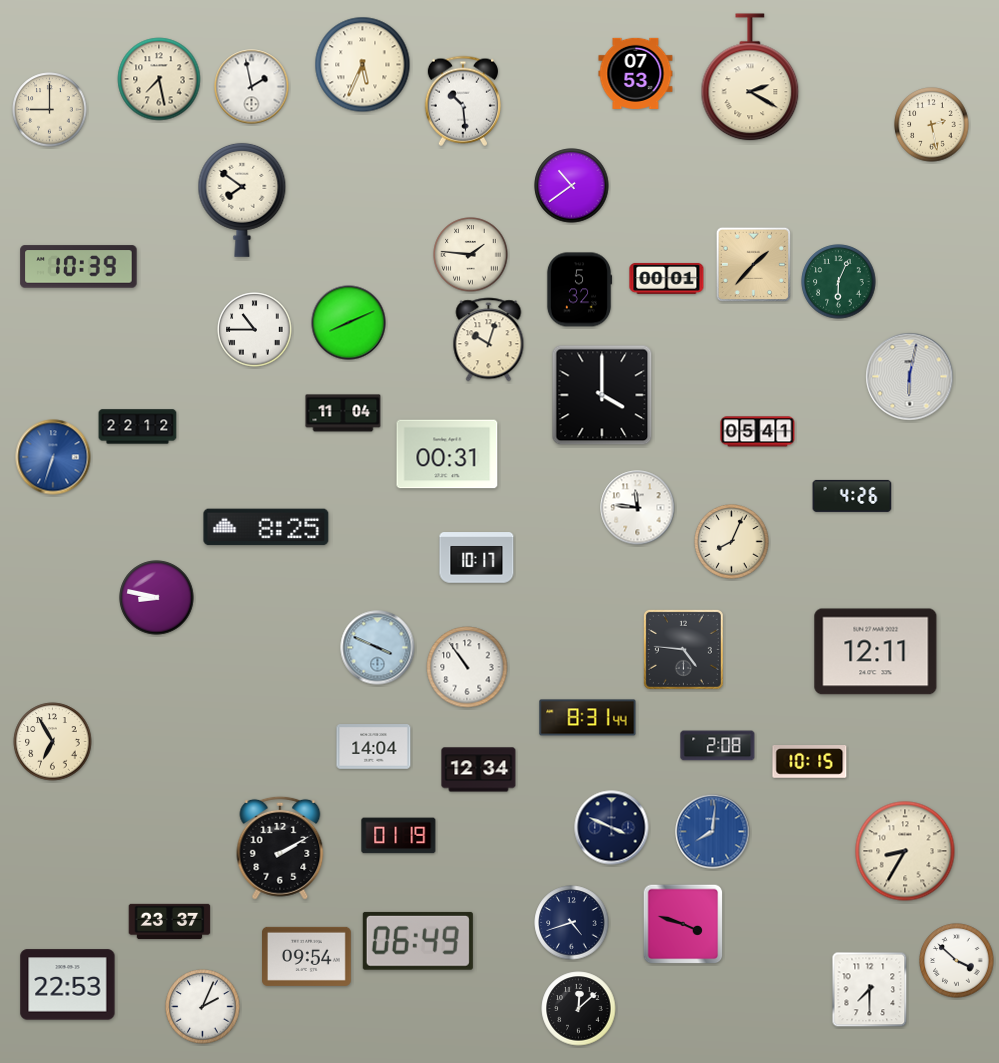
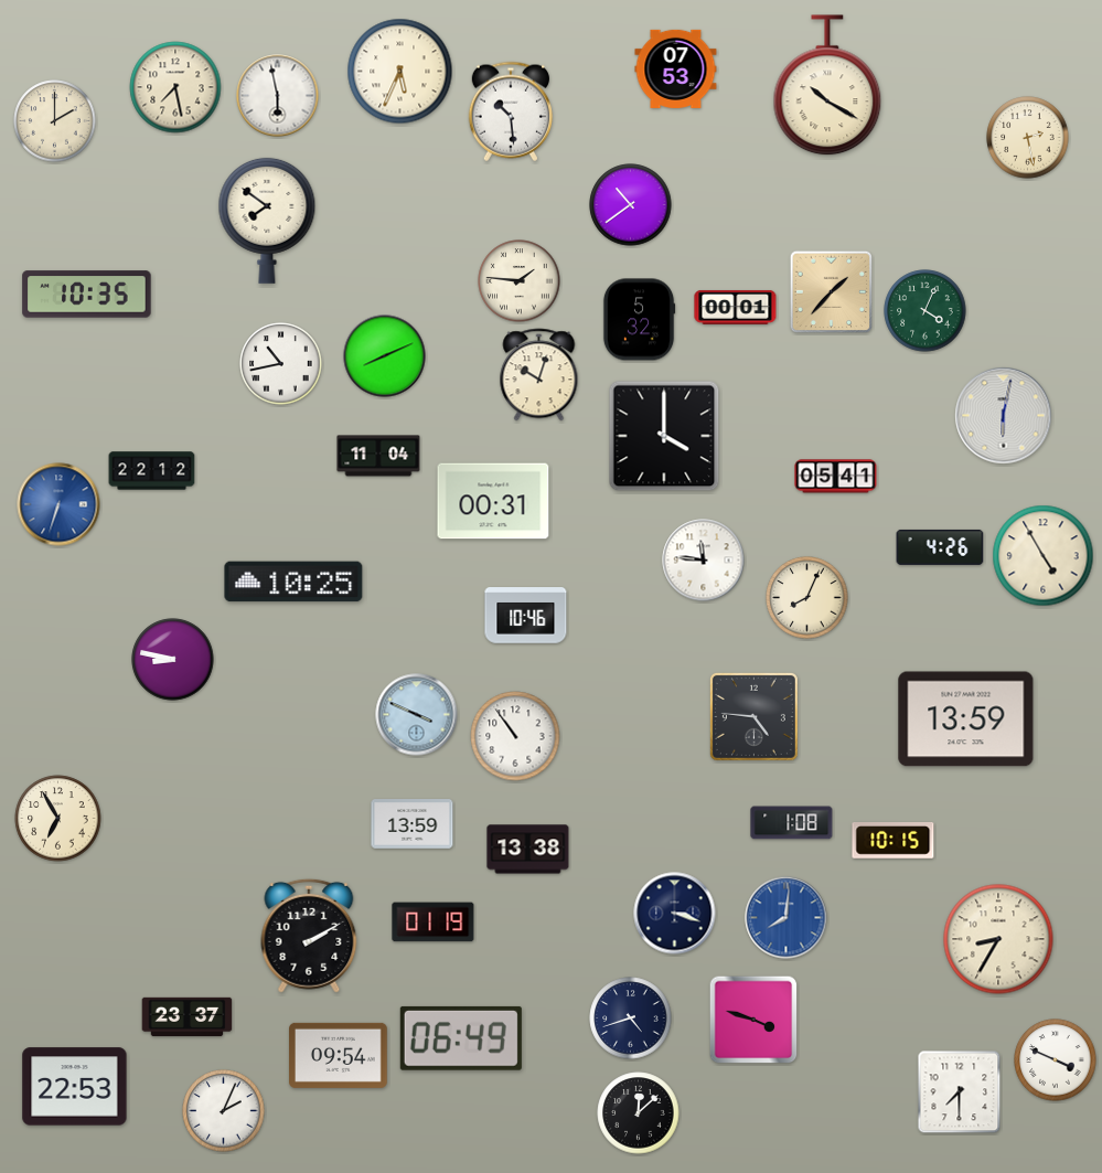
clock at (636, 73) position: (636, 73) -> (676, 68)
clock at (750, 78): 2:20 -> 10:20
clock at (252, 87): 1:58 -> 5:58
clock at (50, 110): 9:00 -> 2:00
clock at (79, 267): 10:39 -> 10:35
clock at (839, 282): 6:04 -> 4:04
clock at (255, 330): 10:45 -> 10:43
clock at (1044, 556): none -> 4:55
clock at (266, 527): 8:25 -> 10:25
clock at (477, 558): 10:17 -> 10:46
clock at (876, 652): 12:11 -> 13:59
clock at (588, 718): 8:31 -> none
clock at (718, 746): 2:08 -> 1:08
clock at (374, 747): 14:04 -> 13:59
clock at (479, 770): 12:34 -> 13:38
clock at (612, 828): 3:49 -> 3:18
clock at (399, 836) position: (399, 836) -> (434, 923)
clock at (957, 961): 3:52 -> 3:49
